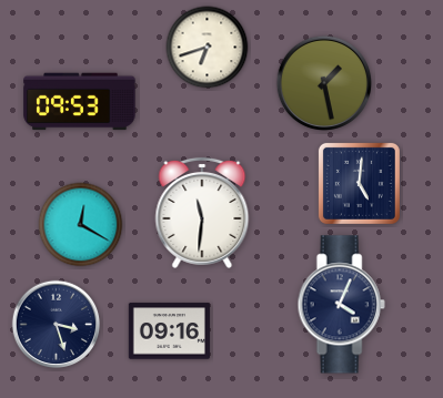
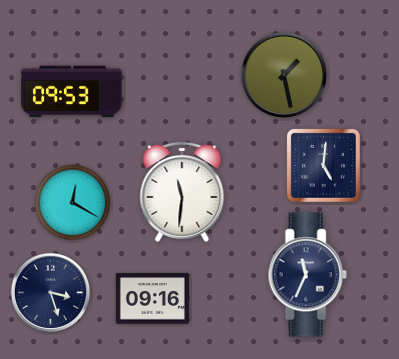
clock at (208, 48): 6:42 -> none
clock at (323, 82) position: (323, 82) -> (283, 74)
clock at (341, 305): 4:04 -> 11:34
